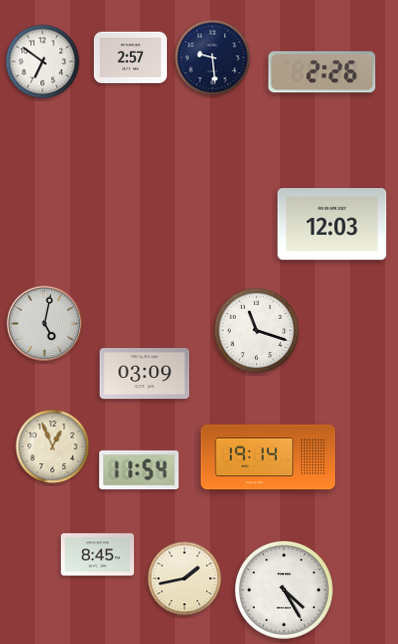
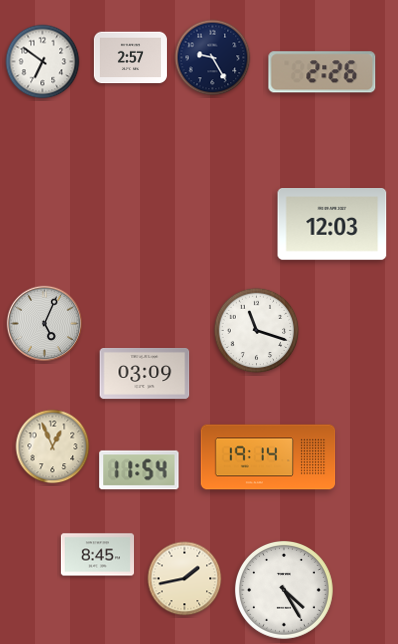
clock at (213, 58): 9:29 -> 9:25
clock at (45, 324): 5:02 -> 5:04
